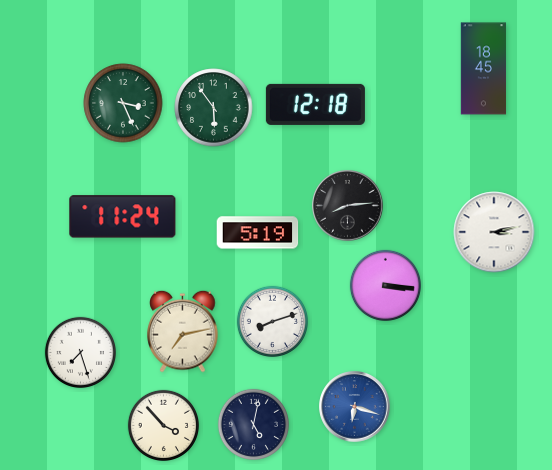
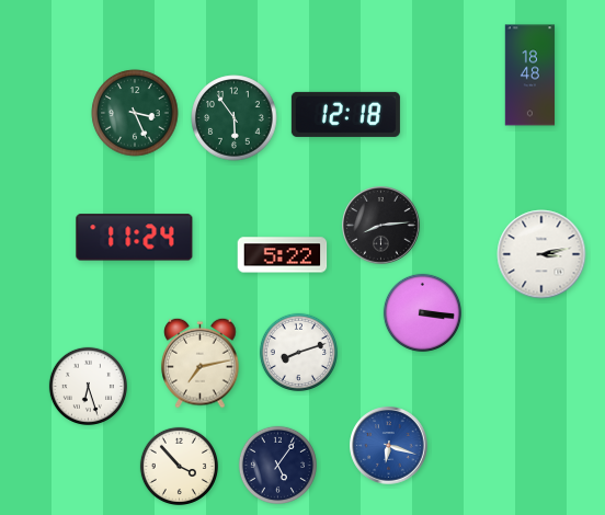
clock at (484, 69): 18:45 -> 18:48
clock at (258, 233): 5:19 -> 5:22
clock at (80, 352): 7:27 -> 6:27
clock at (253, 424): 5:02 -> 5:06
